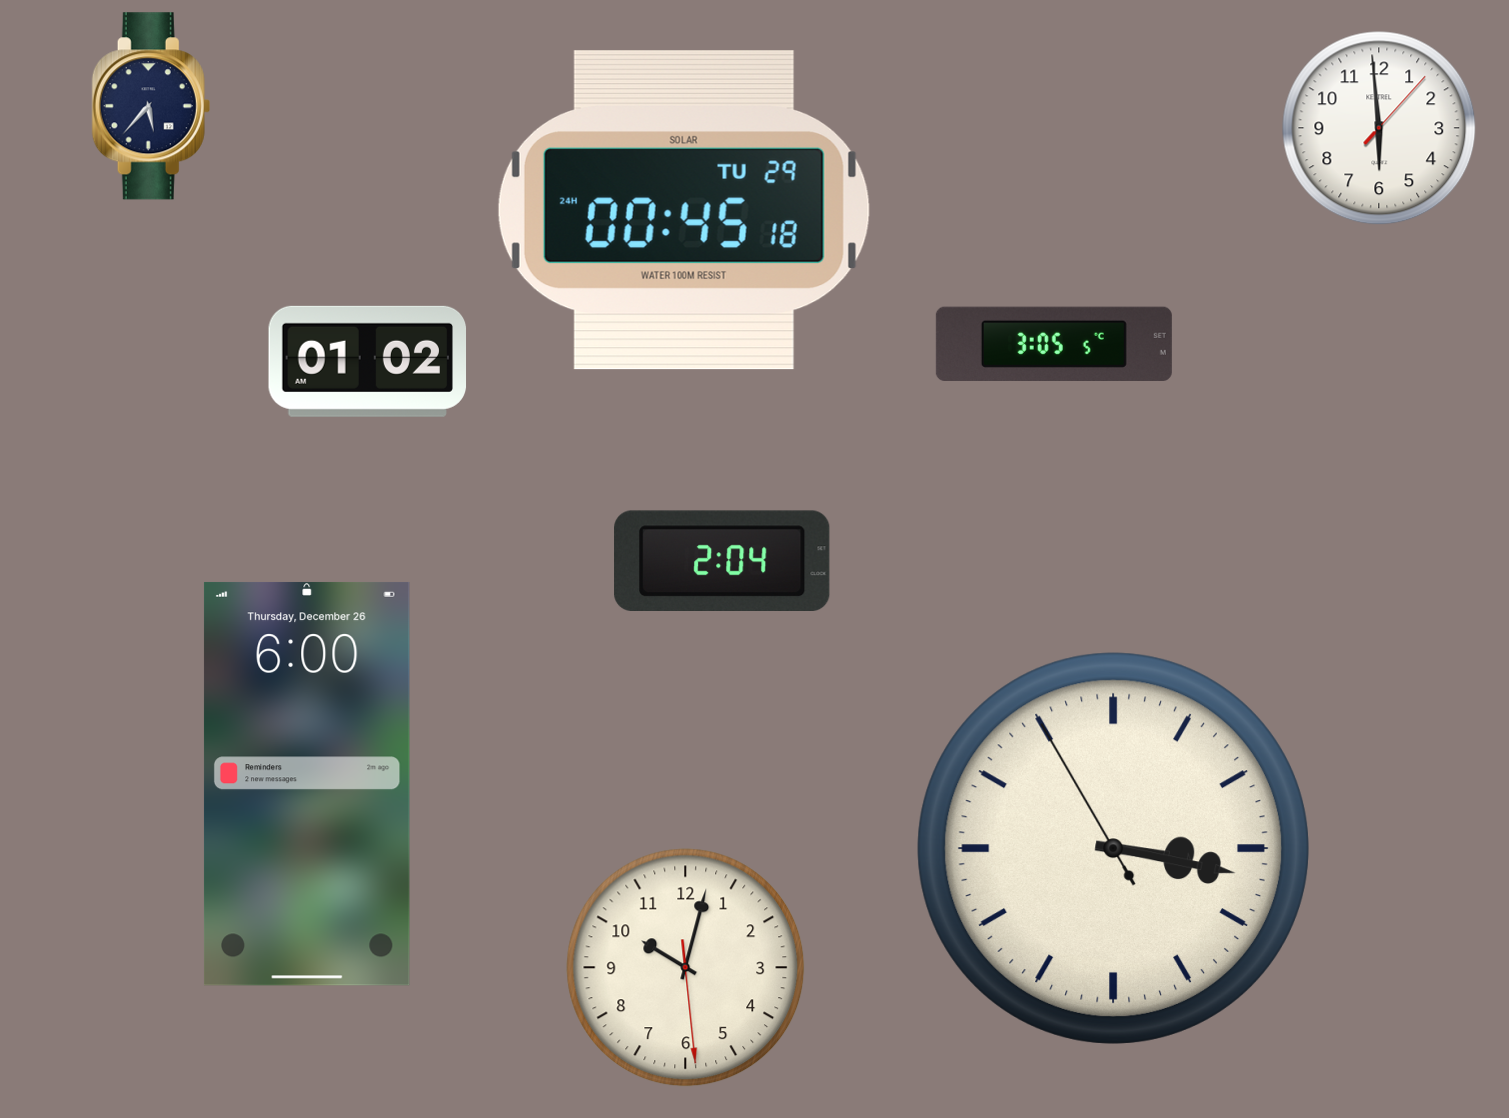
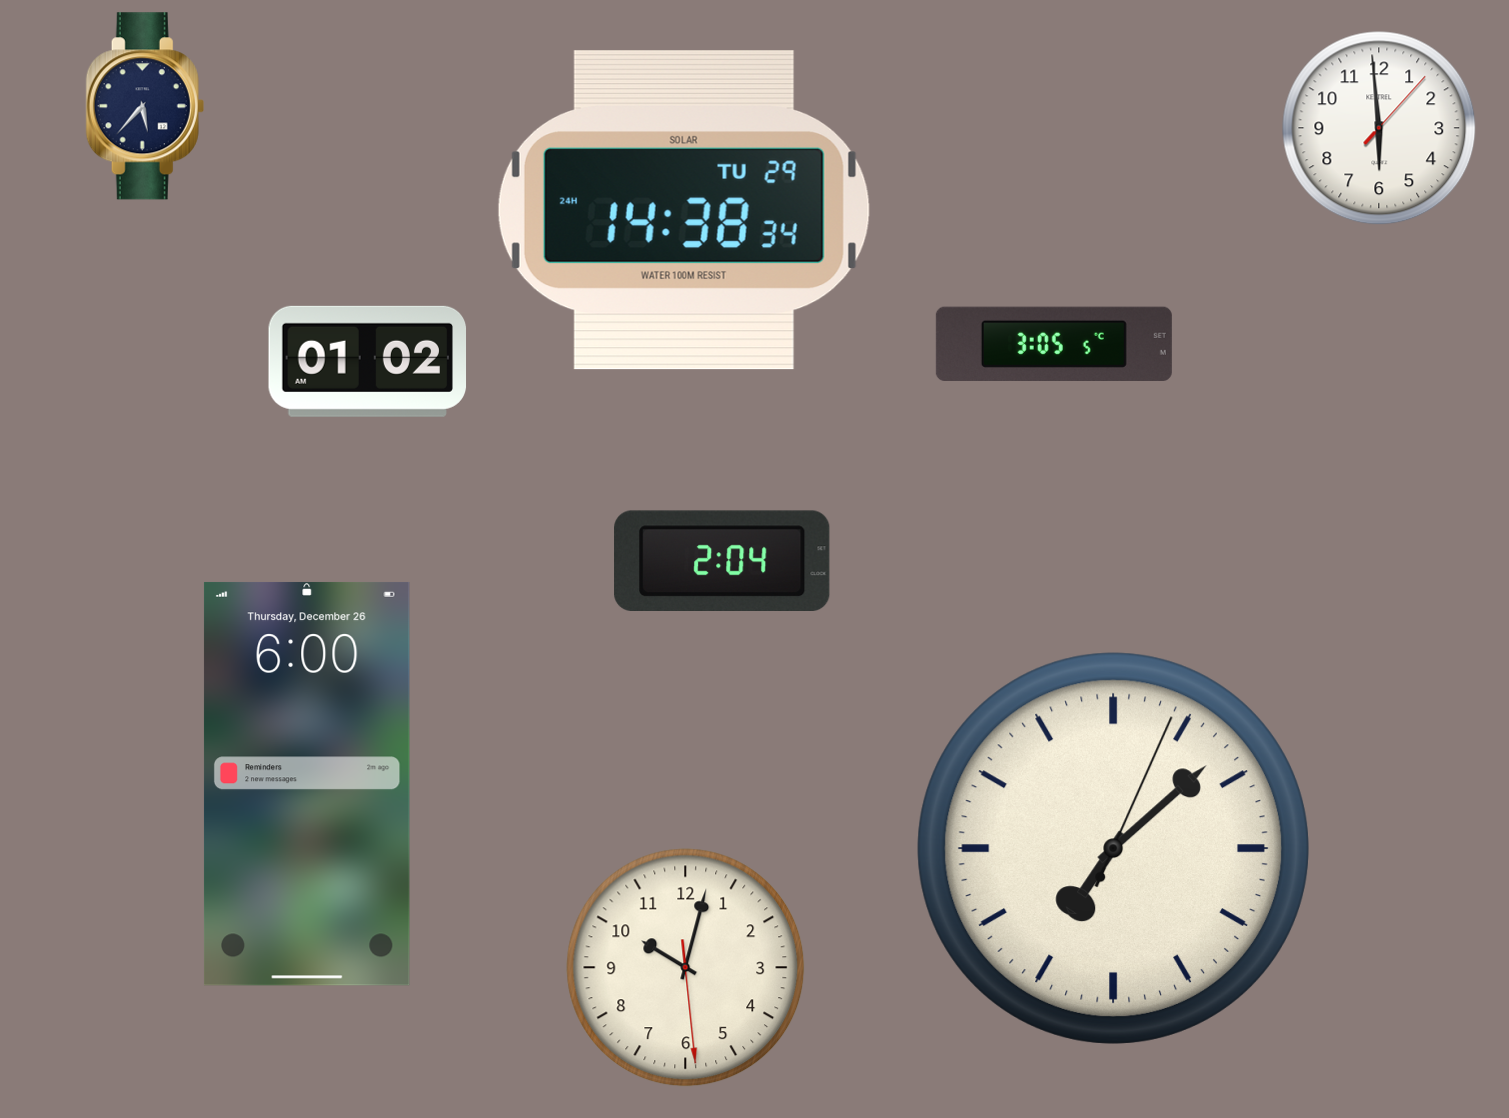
clock at (151, 106) position: (151, 106) -> (145, 106)
clock at (684, 211): 00:45 -> 14:38
clock at (1113, 848): 3:16 -> 7:08
